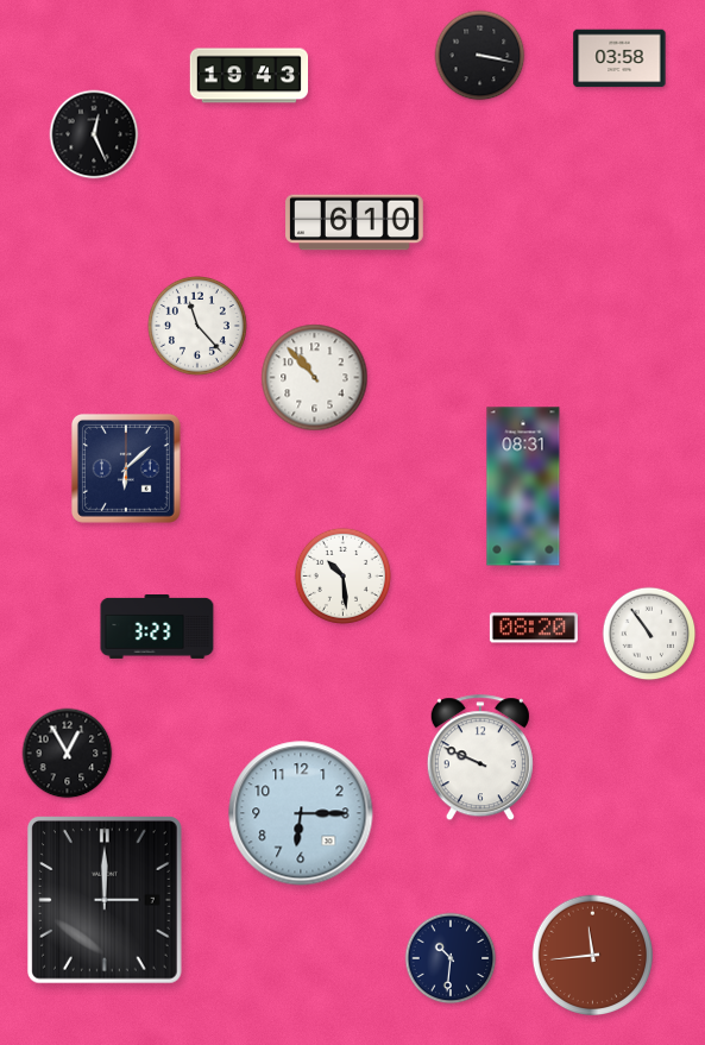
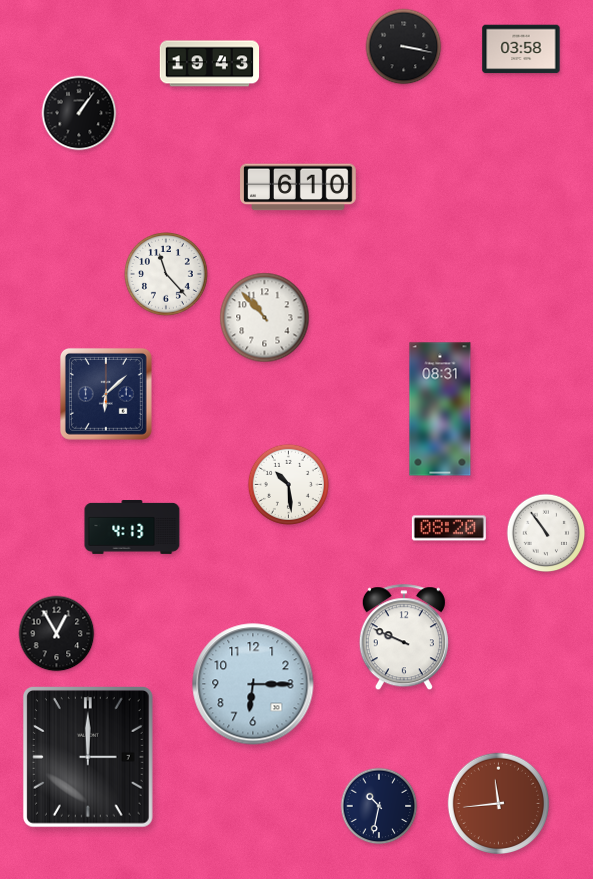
clock at (94, 134): 12:26 -> 1:06
clock at (157, 628): 3:23 -> 4:13
clock at (451, 958): 10:31 -> 10:32
